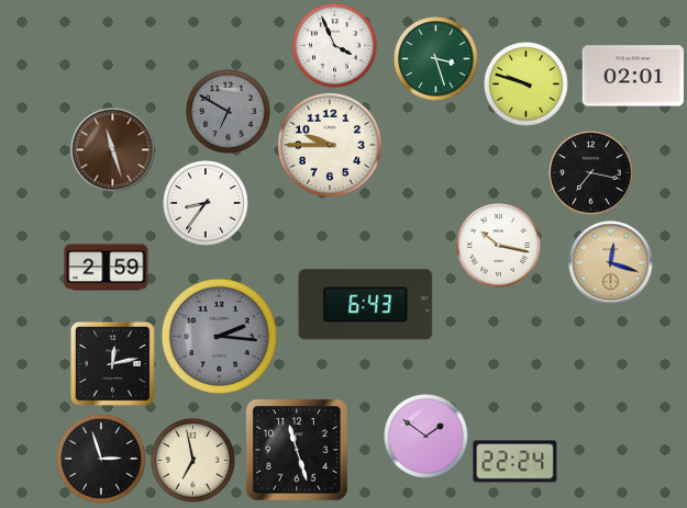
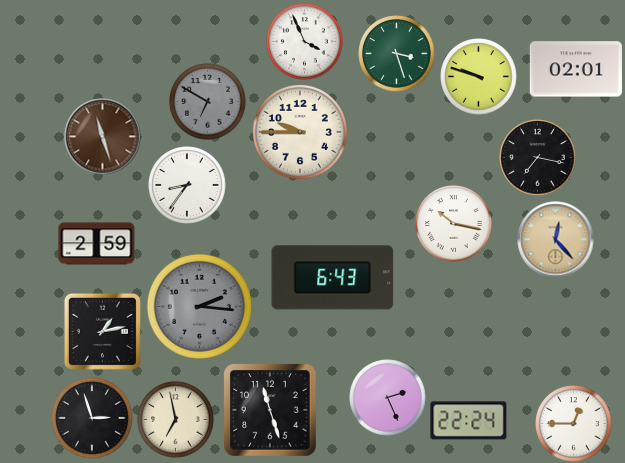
clock at (611, 263): 12:18 -> 12:23
clock at (112, 363): 12:13 -> 1:13
clock at (426, 437): 1:51 -> 2:26
clock at (574, 424): none -> 12:45
